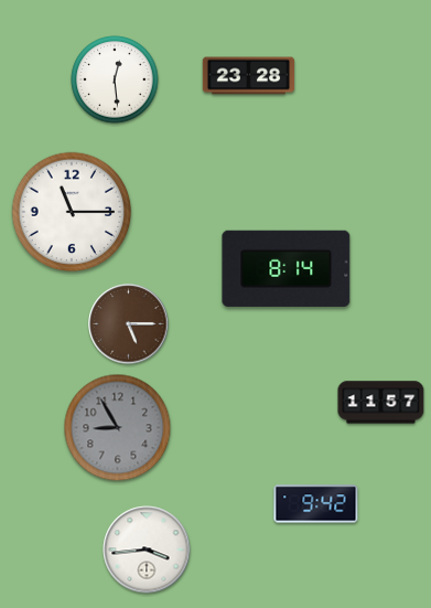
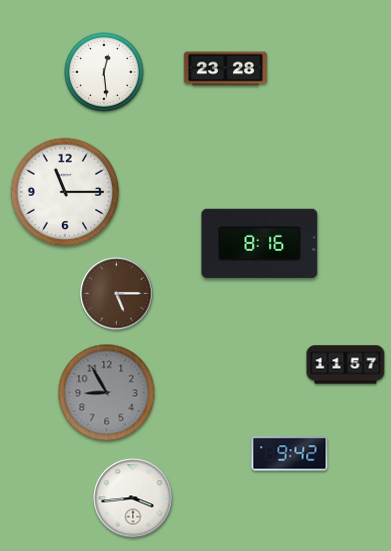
clock at (287, 268): 8:14 -> 8:16
clock at (118, 428) position: (118, 428) -> (107, 393)
clock at (316, 504) position: (316, 504) -> (290, 454)
